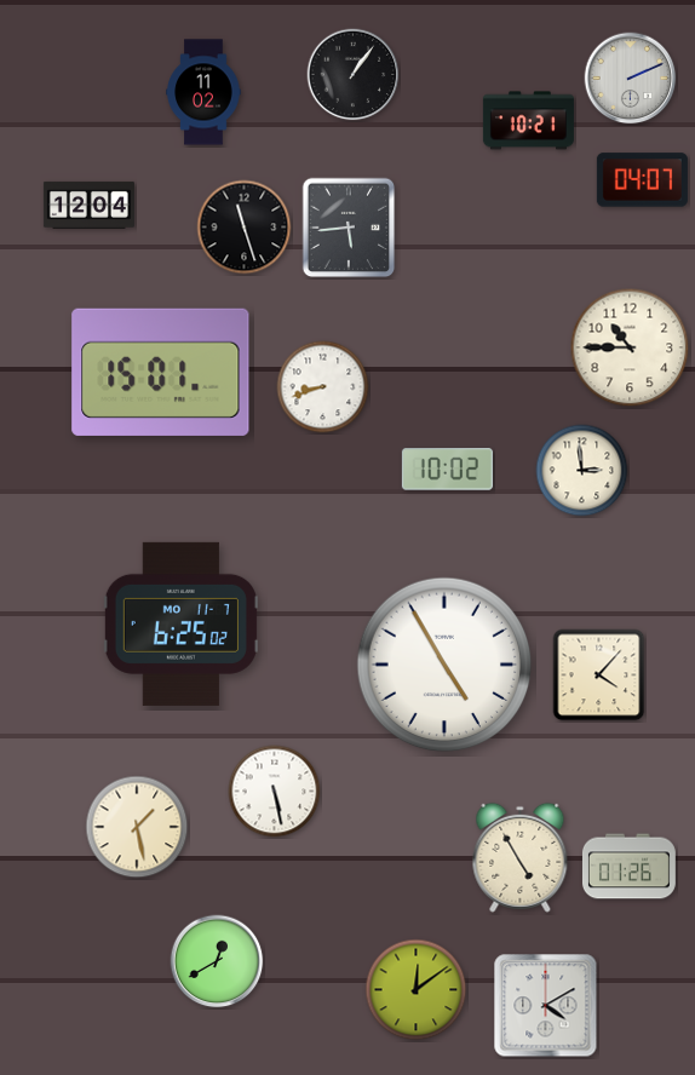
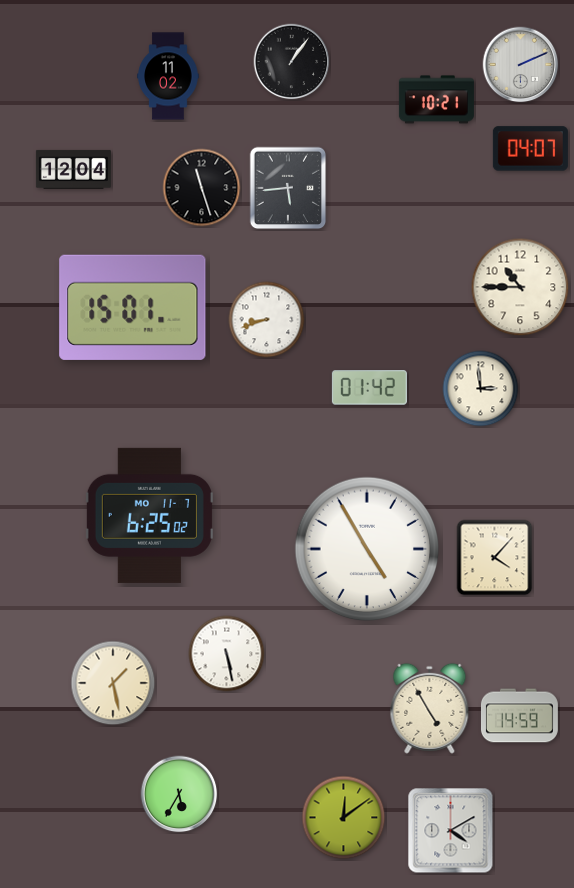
clock at (447, 470): 10:02 -> 01:42
clock at (628, 867): 01:26 -> 14:59
clock at (217, 961): 12:40 -> 5:35
